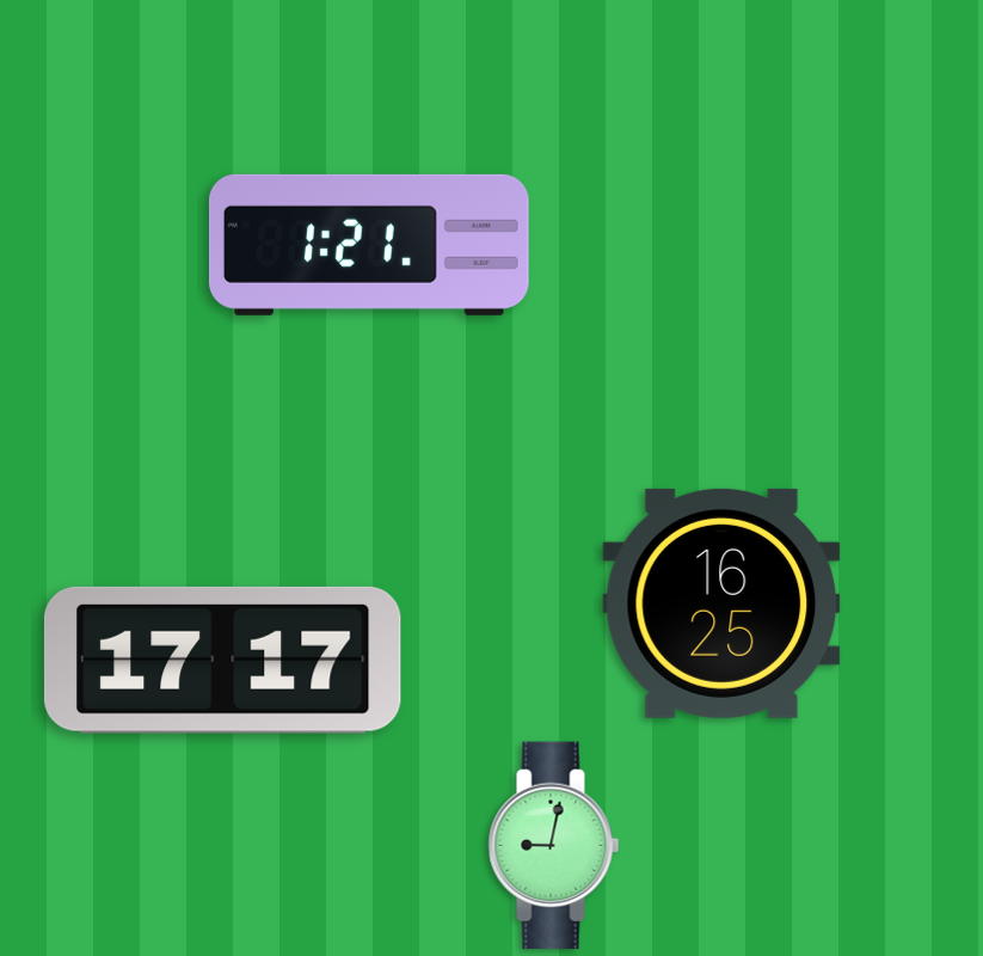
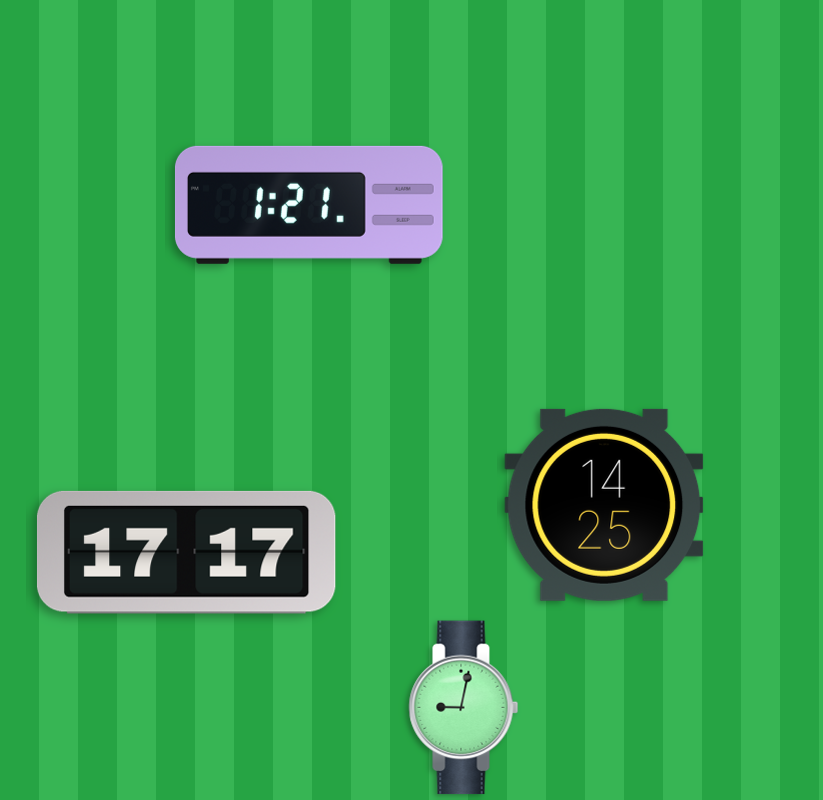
clock at (721, 603): 16:25 -> 14:25
